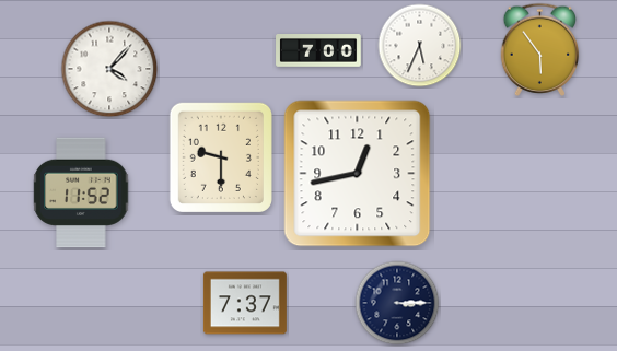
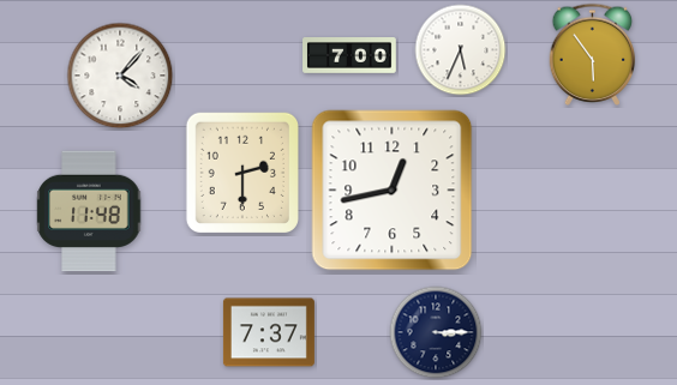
clock at (220, 156): 9:30 -> 2:30
clock at (81, 192): 11:52 -> 11:48
